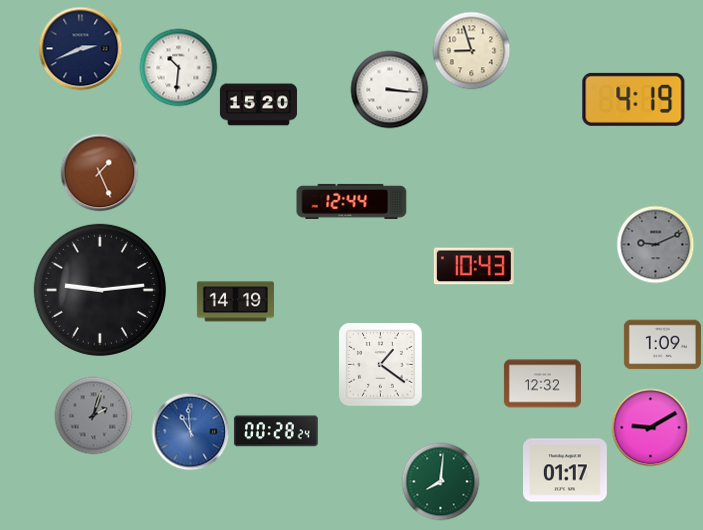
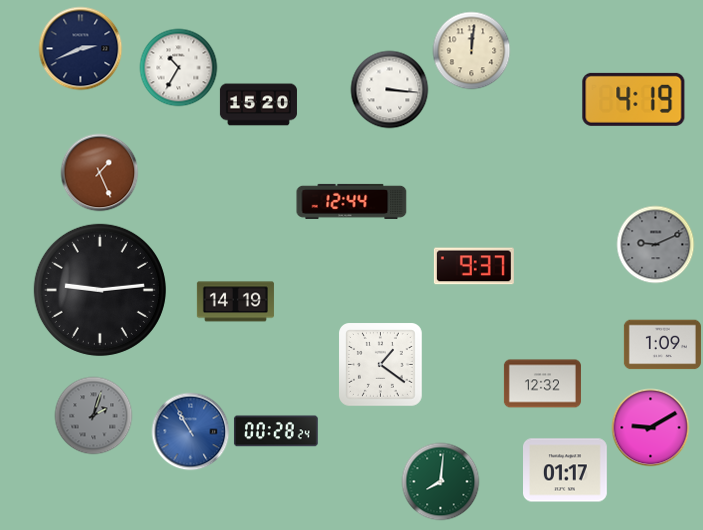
clock at (471, 50): 8:57 -> 12:01
clock at (178, 67): 10:31 -> 10:35
clock at (474, 266): 10:43 -> 9:37
clock at (190, 431): 10:59 -> 10:55
